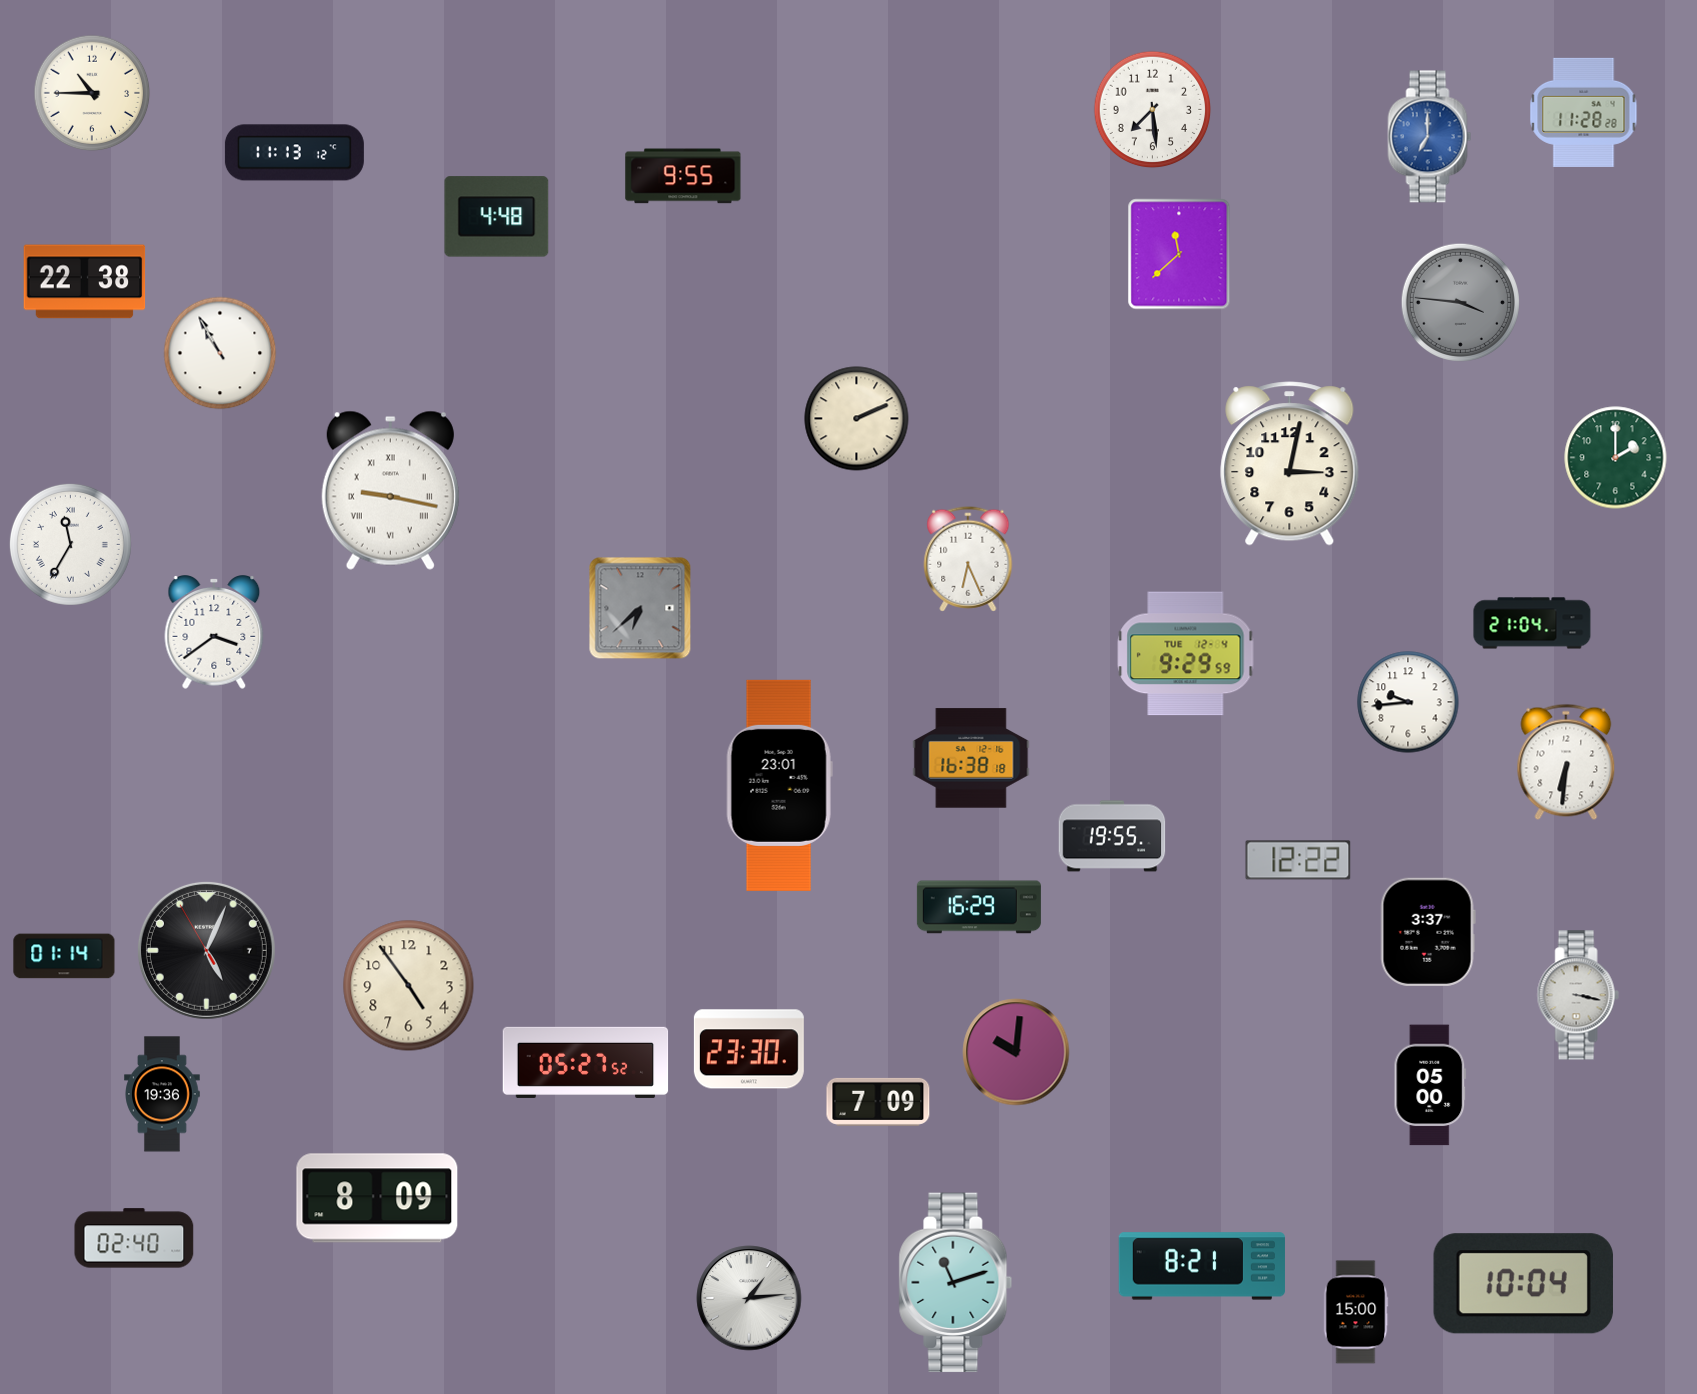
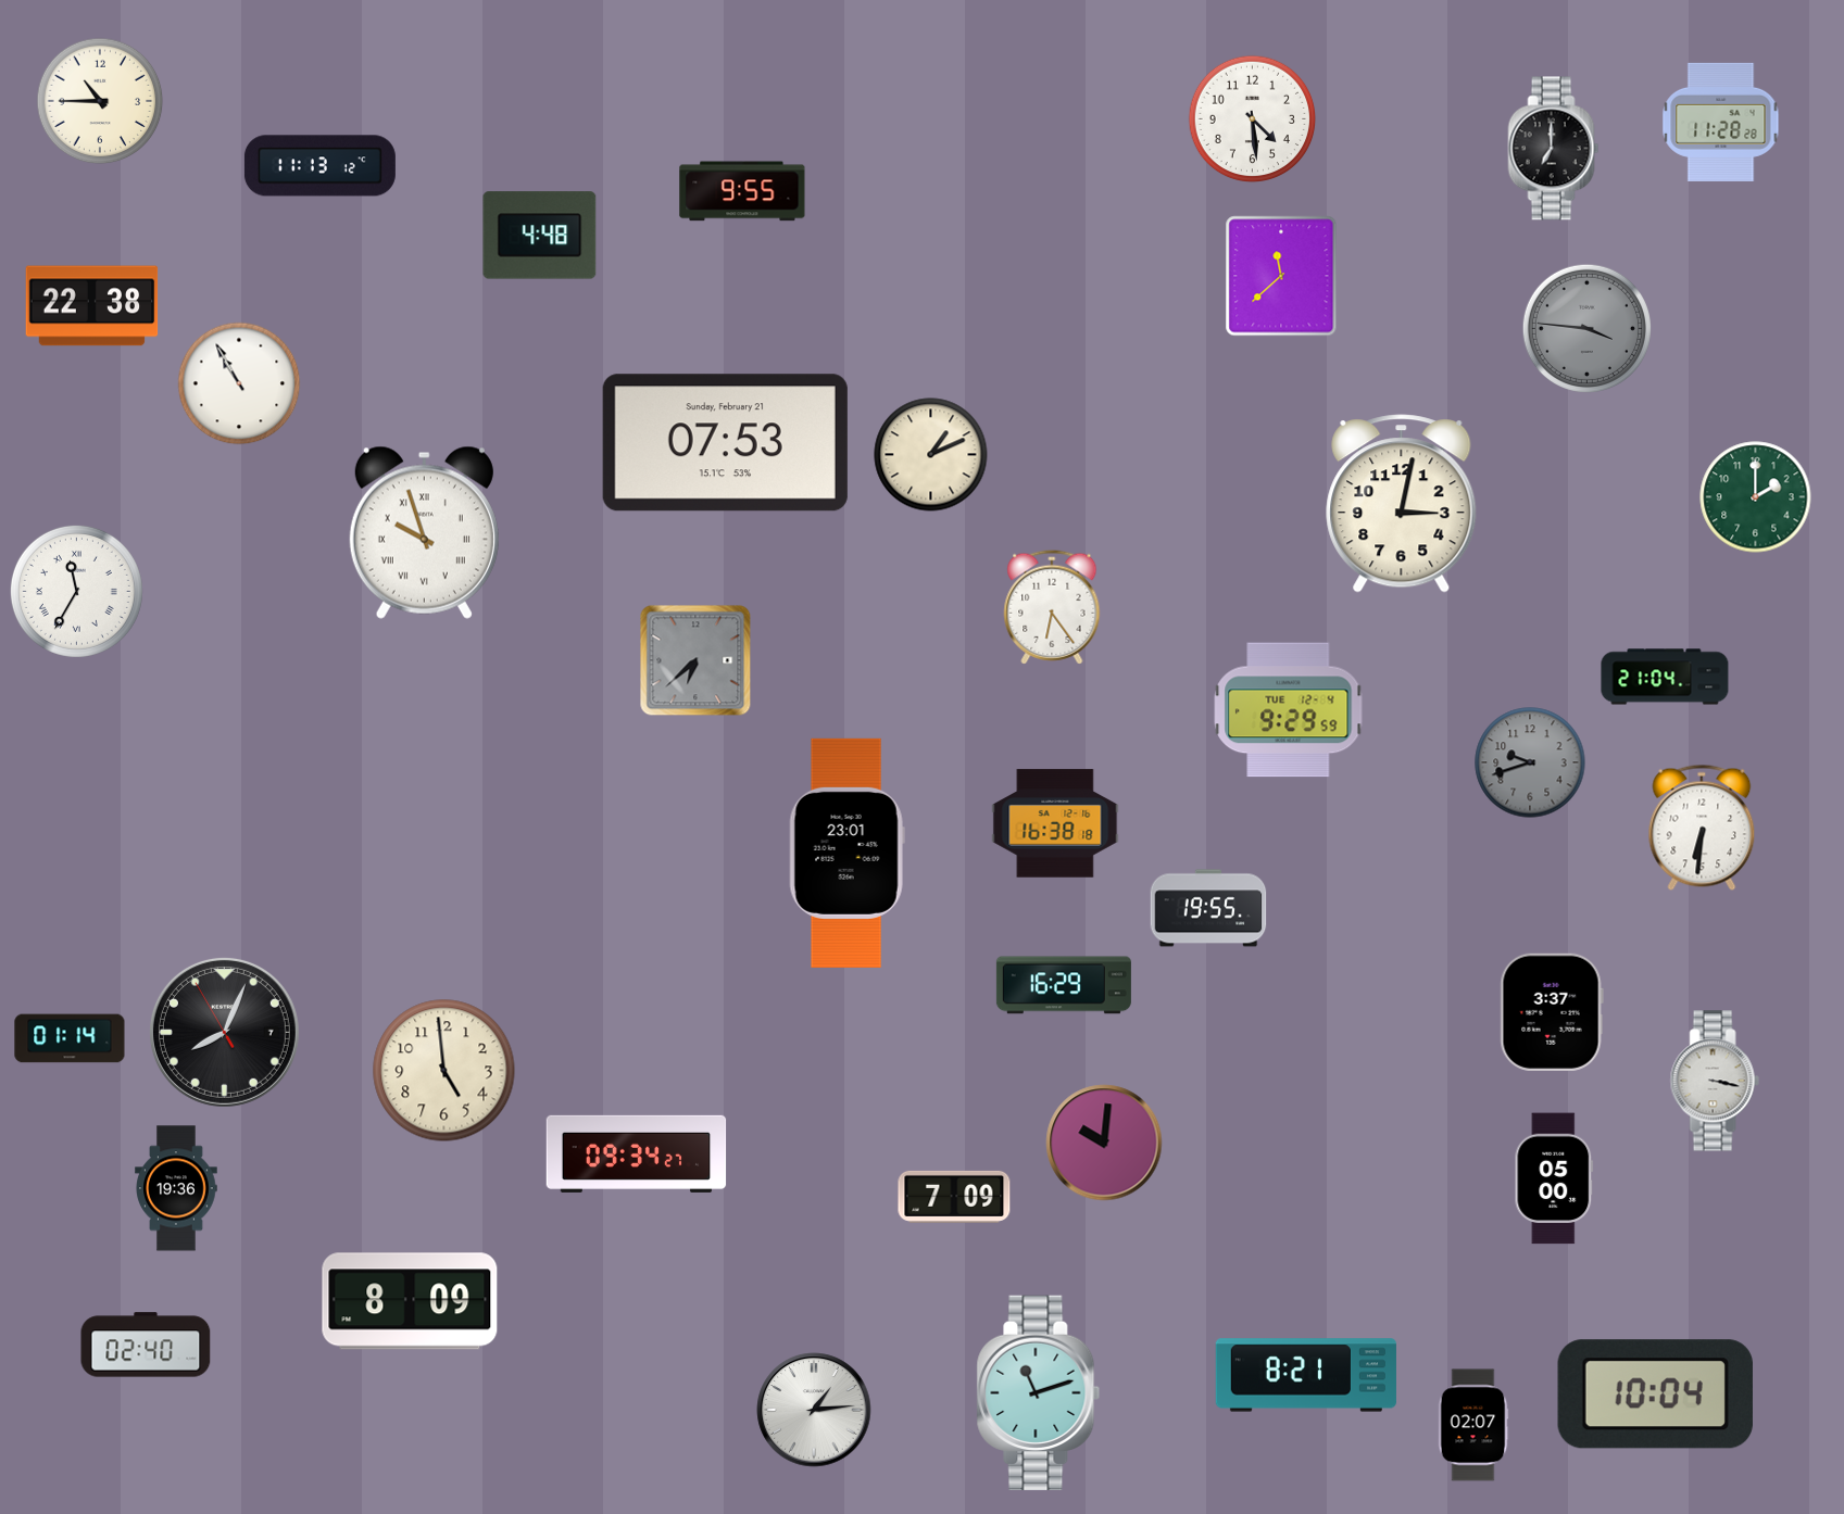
clock at (1153, 110): 7:29 -> 4:29
clock at (1430, 137) dial: blue -> black
clock at (725, 443): none -> 07:53
clock at (857, 419): 2:11 -> 1:11
clock at (390, 490): 9:17 -> 9:57
clock at (968, 559): 6:26 -> 6:24
clock at (214, 633): 3:39 -> none
clock at (1408, 702): 9:44 -> 9:42
clock at (1408, 702) dial: white -> grey
clock at (1298, 860): 12:22 -> none
clock at (206, 950): 5:03 -> 8:03
clock at (409, 986): 4:54 -> 4:59
clock at (749, 1049): 23:30 -> none
clock at (586, 1062): 05:27 -> 09:34
clock at (1356, 1312): 15:00 -> 02:07
